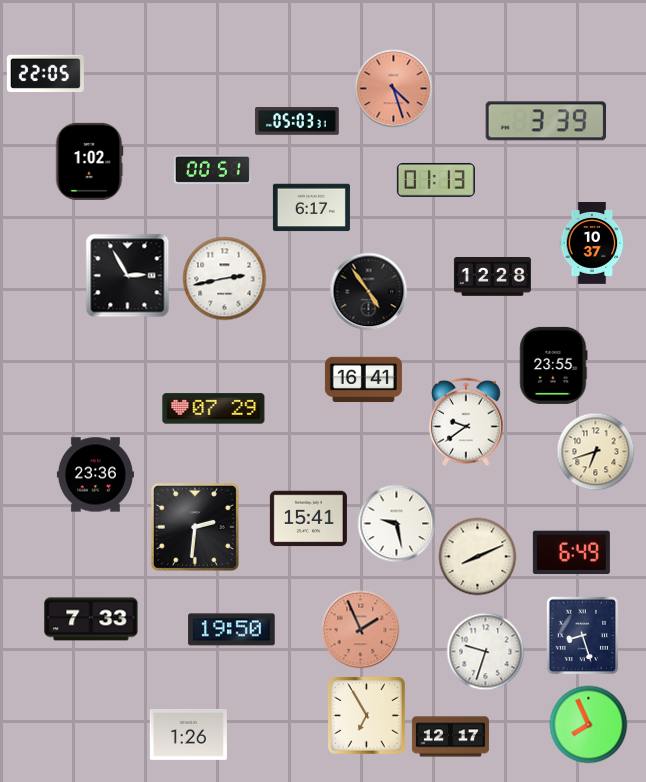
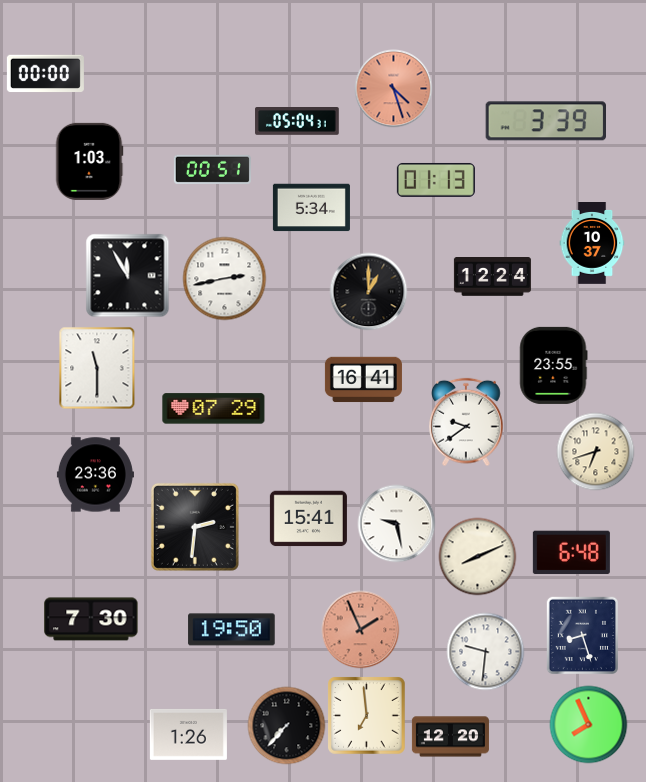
clock at (45, 74): 22:05 -> 00:00
clock at (297, 122): 05:03 -> 05:04
clock at (89, 161): 1:02 -> 1:03
clock at (311, 208): 6:17 -> 5:34
clock at (127, 275): 2:55 -> 11:55
clock at (492, 277): 12:28 -> 12:24
clock at (368, 291): 4:54 -> 1:00
clock at (97, 368): none -> 11:30
clock at (571, 553): 6:49 -> 6:48
clock at (91, 619): 7:33 -> 7:30
clock at (485, 651): 9:33 -> 9:31
clock at (367, 716): 6:55 -> 6:59
clock at (286, 725): none -> 7:37
clock at (450, 737): 12:17 -> 12:20
